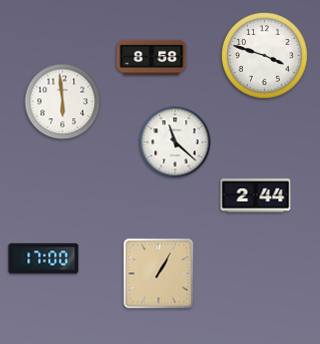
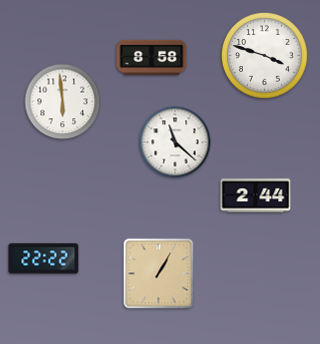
clock at (44, 259): 17:00 -> 22:22
